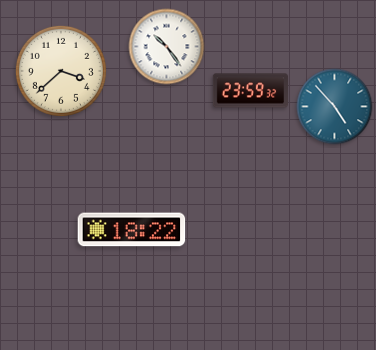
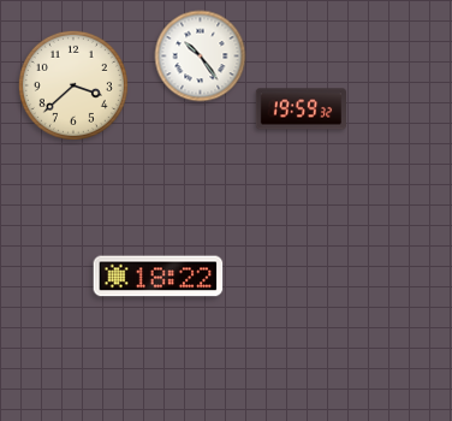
clock at (251, 91): 23:59 -> 19:59
clock at (335, 107): 4:53 -> none
